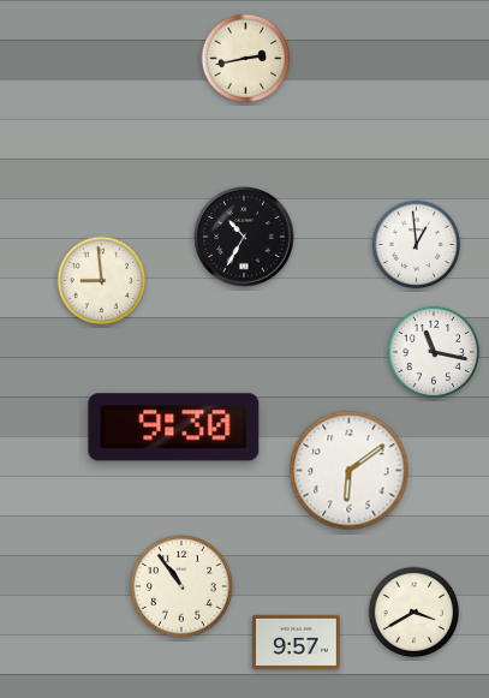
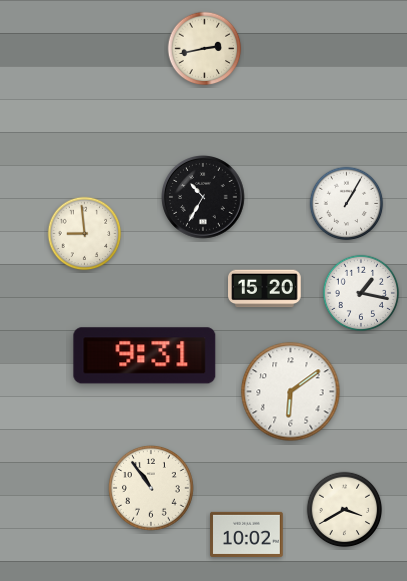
clock at (417, 245): 12:59 -> 1:05
clock at (265, 289): none -> 15:20
clock at (434, 352): 11:17 -> 1:17
clock at (174, 428): 9:30 -> 9:31
clock at (297, 642): 9:57 -> 10:02
